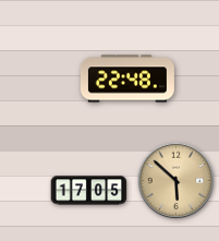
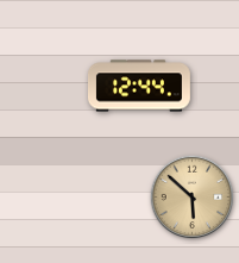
clock at (127, 79): 22:48 -> 12:44
clock at (89, 191): 17:05 -> none
